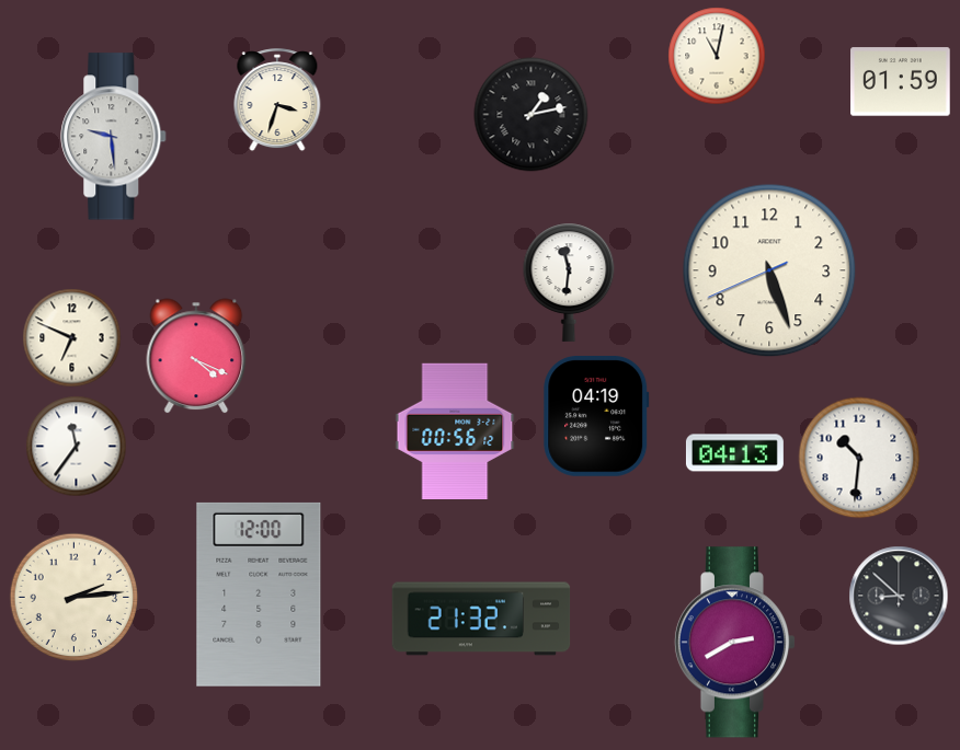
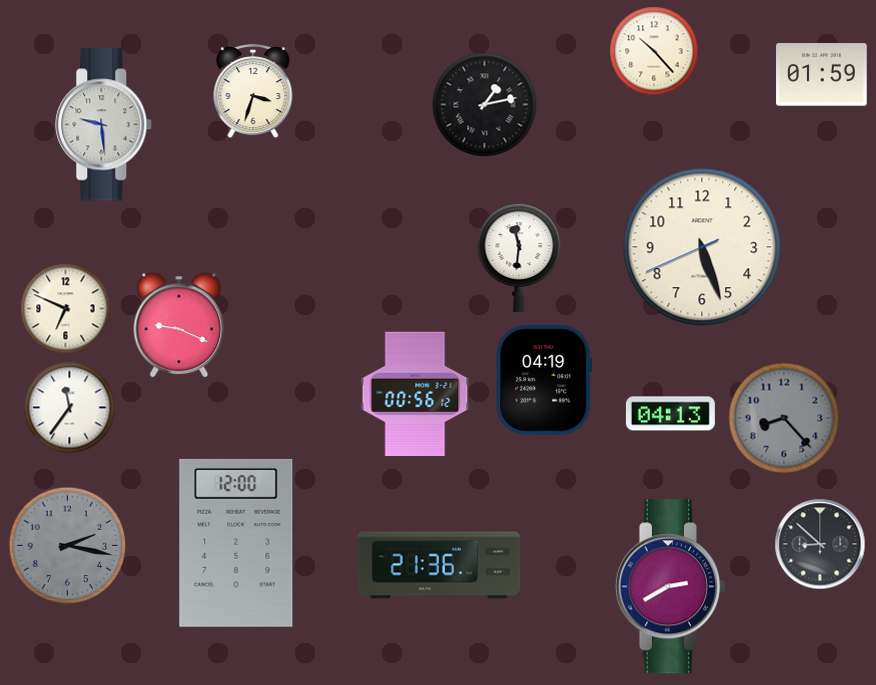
clock at (717, 56): 11:02 -> 10:23
clock at (196, 356): 4:19 -> 9:19
clock at (859, 458): 10:31 -> 8:23
clock at (859, 458) dial: white -> grey
clock at (75, 598): 2:14 -> 2:17
clock at (75, 598) dial: cream -> grey
clock at (481, 619): 21:32 -> 21:36
